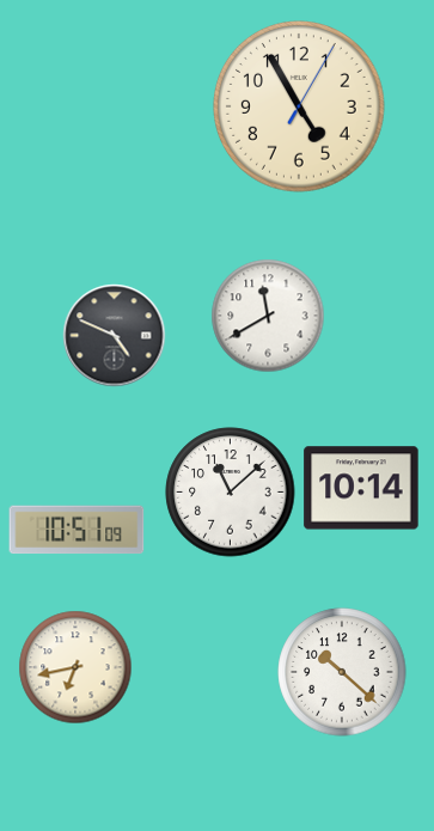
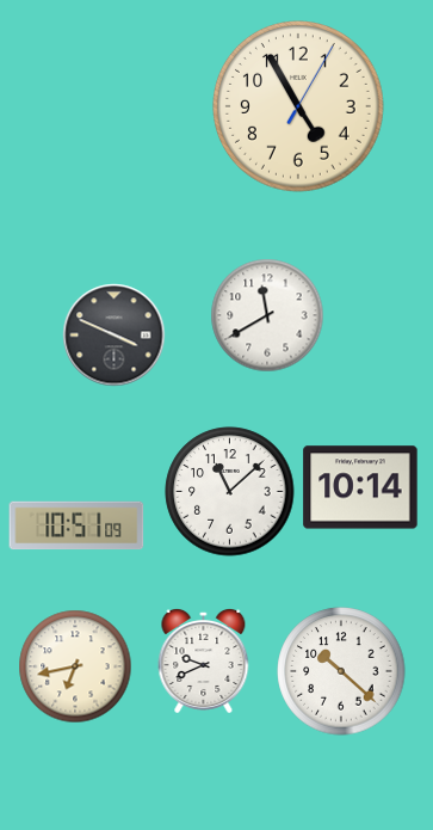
clock at (115, 336): 4:49 -> 3:49
clock at (77, 530) position: (77, 530) -> (76, 525)
clock at (204, 660): none -> 9:41
